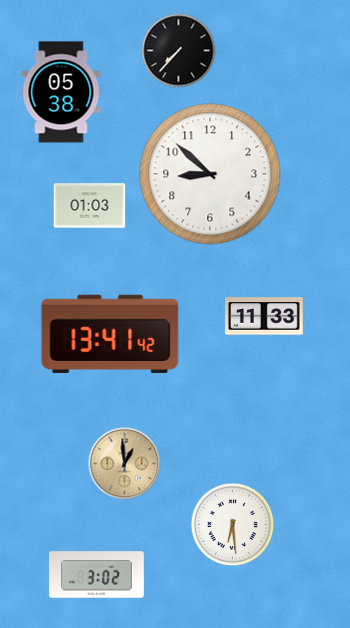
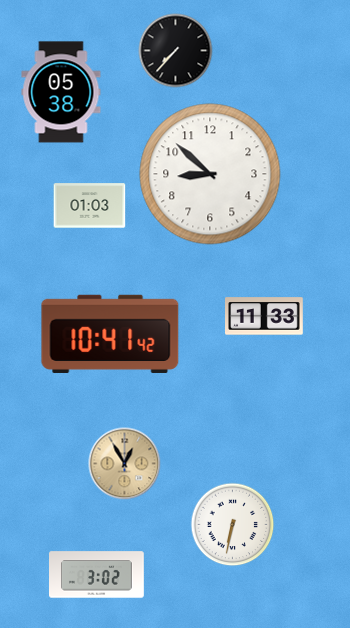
clock at (179, 51) position: (179, 51) -> (176, 51)
clock at (110, 334): 13:41 -> 10:41
clock at (125, 464): 12:59 -> 12:55
clock at (233, 525): 6:29 -> 6:32
